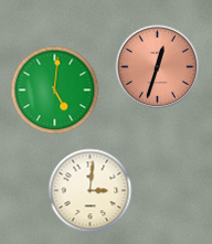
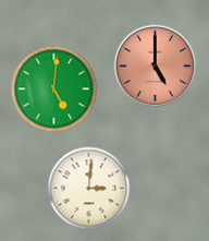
clock at (158, 67): 12:33 -> 5:00
